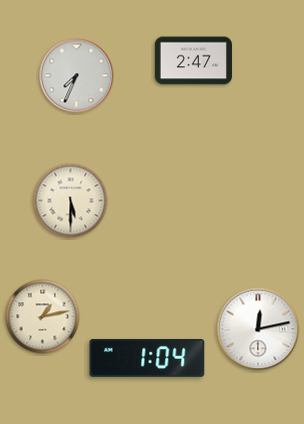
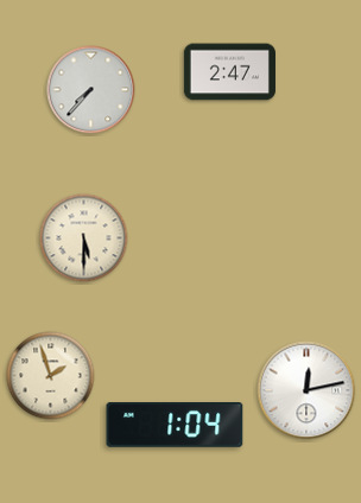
clock at (77, 76): 7:34 -> 7:37
clock at (43, 317): 1:13 -> 1:57
